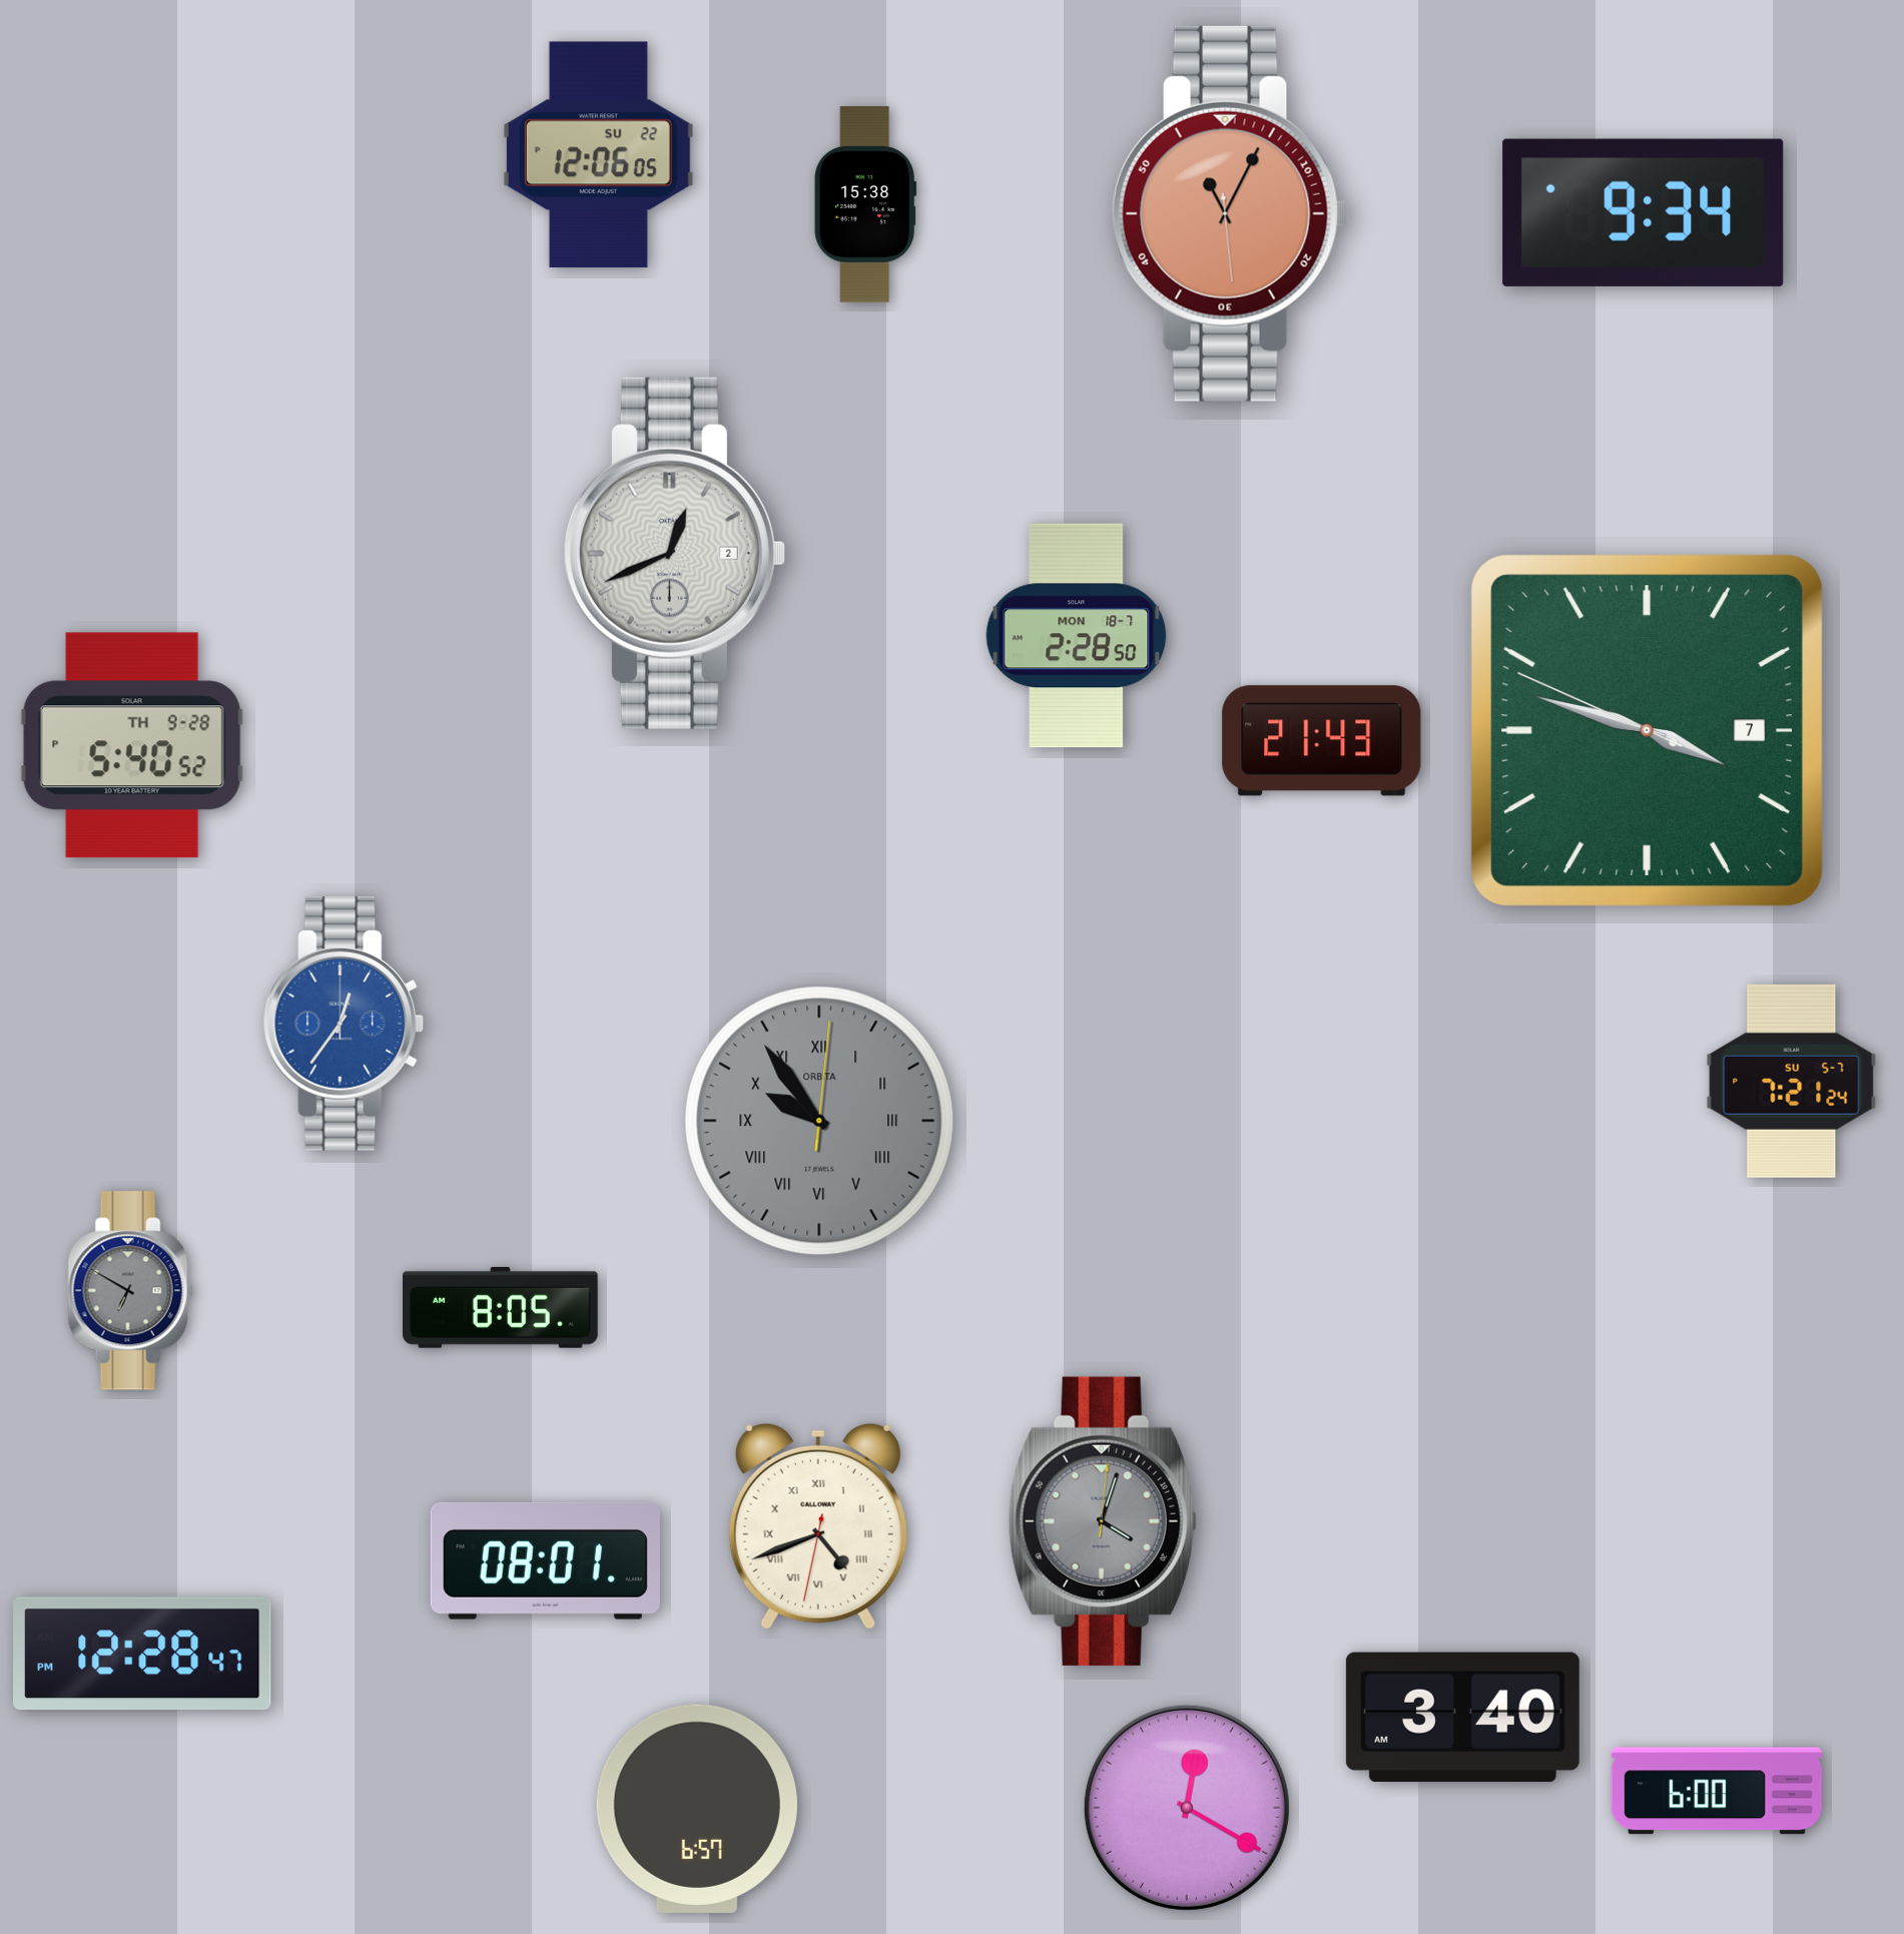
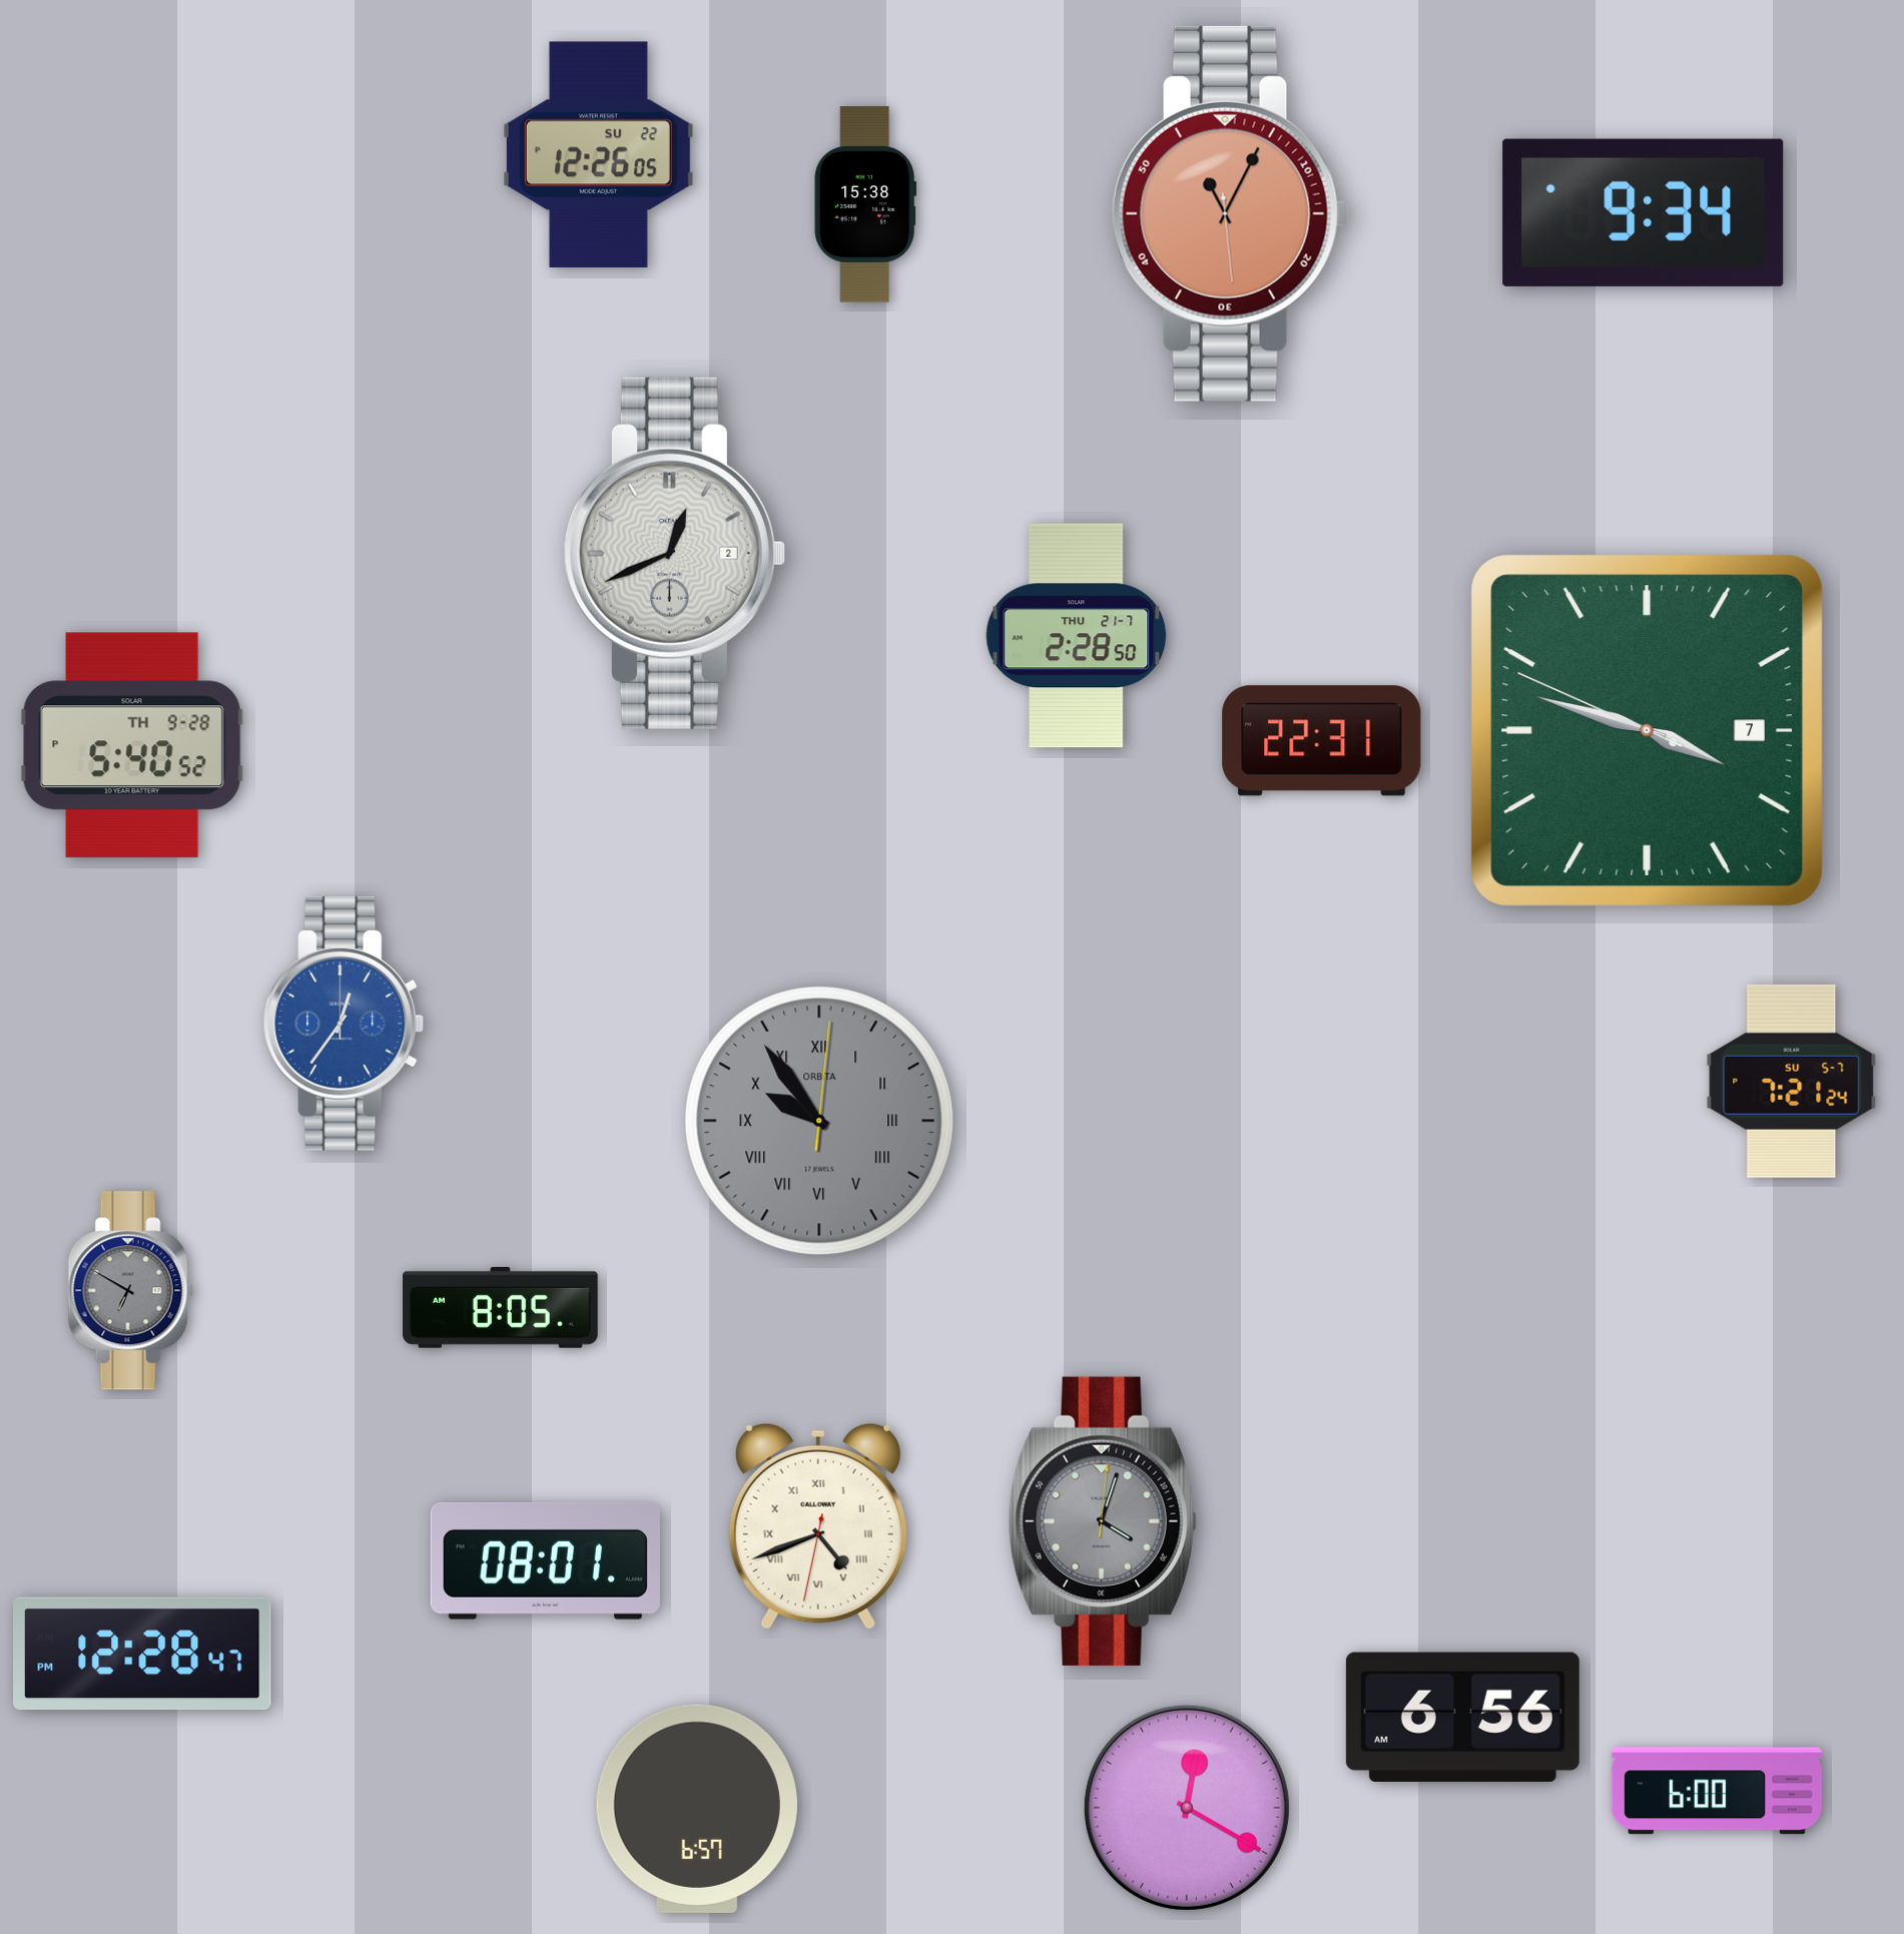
clock at (598, 155): 12:06 -> 12:26
clock at (1077, 636) date: MON 18-7 -> THU 21-7
clock at (1322, 741): 21:43 -> 22:31
clock at (1462, 1717): 3:40 -> 6:56
